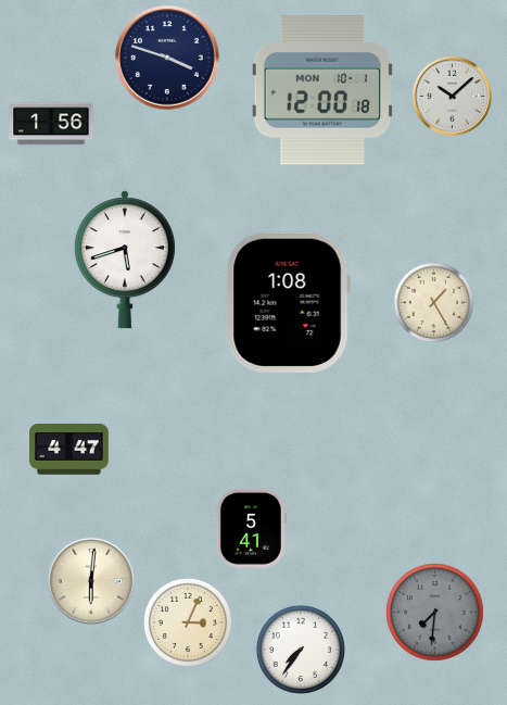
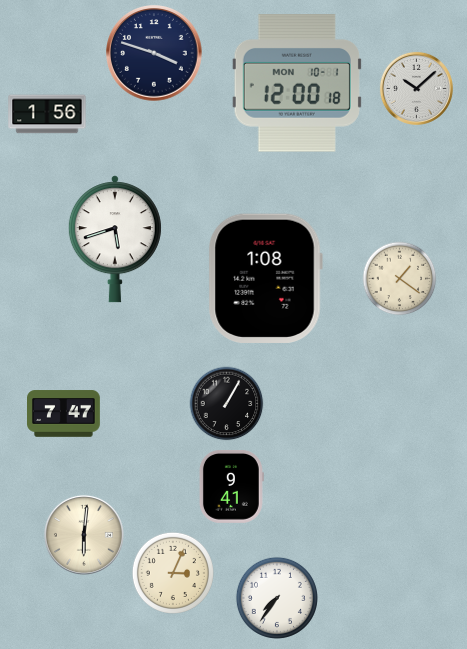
clock at (434, 303): 1:25 -> 1:21
clock at (227, 404): none -> 1:05
clock at (69, 450): 4:47 -> 7:47
clock at (251, 528): 5:41 -> 9:41
clock at (435, 613): 7:31 -> none
